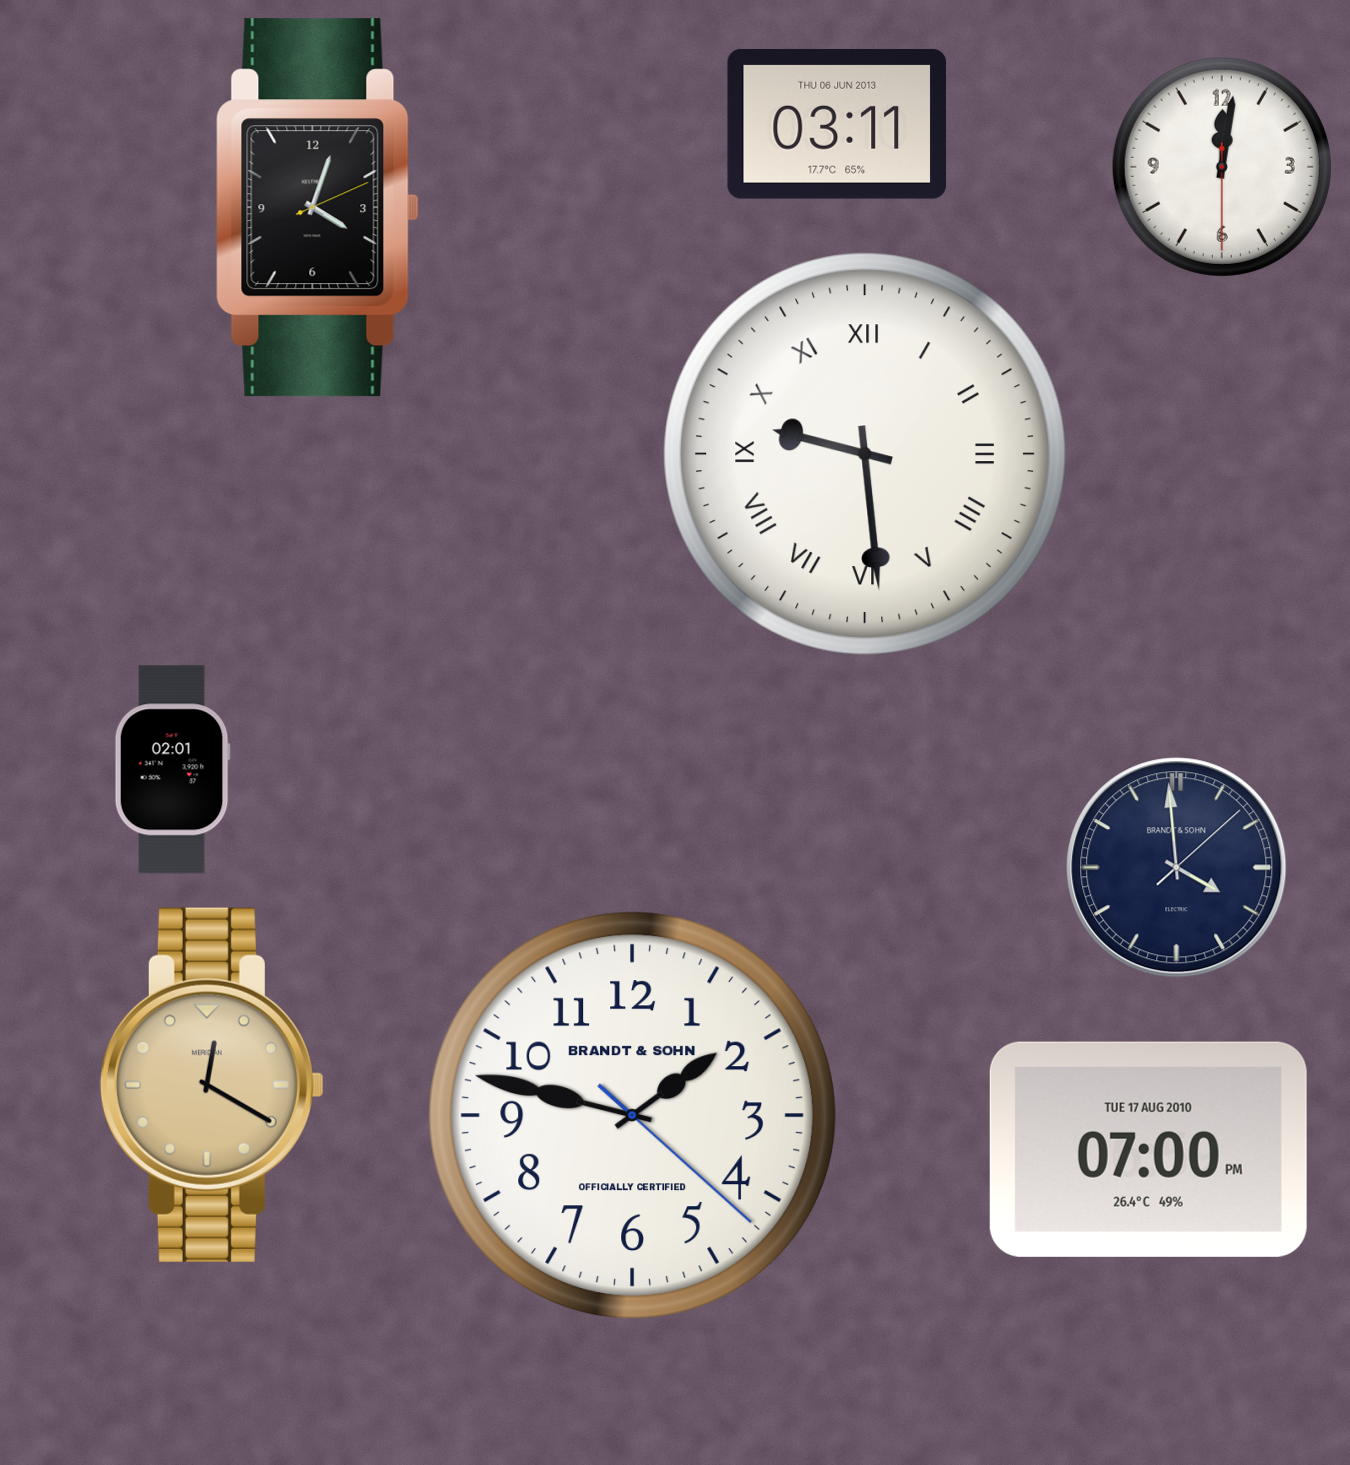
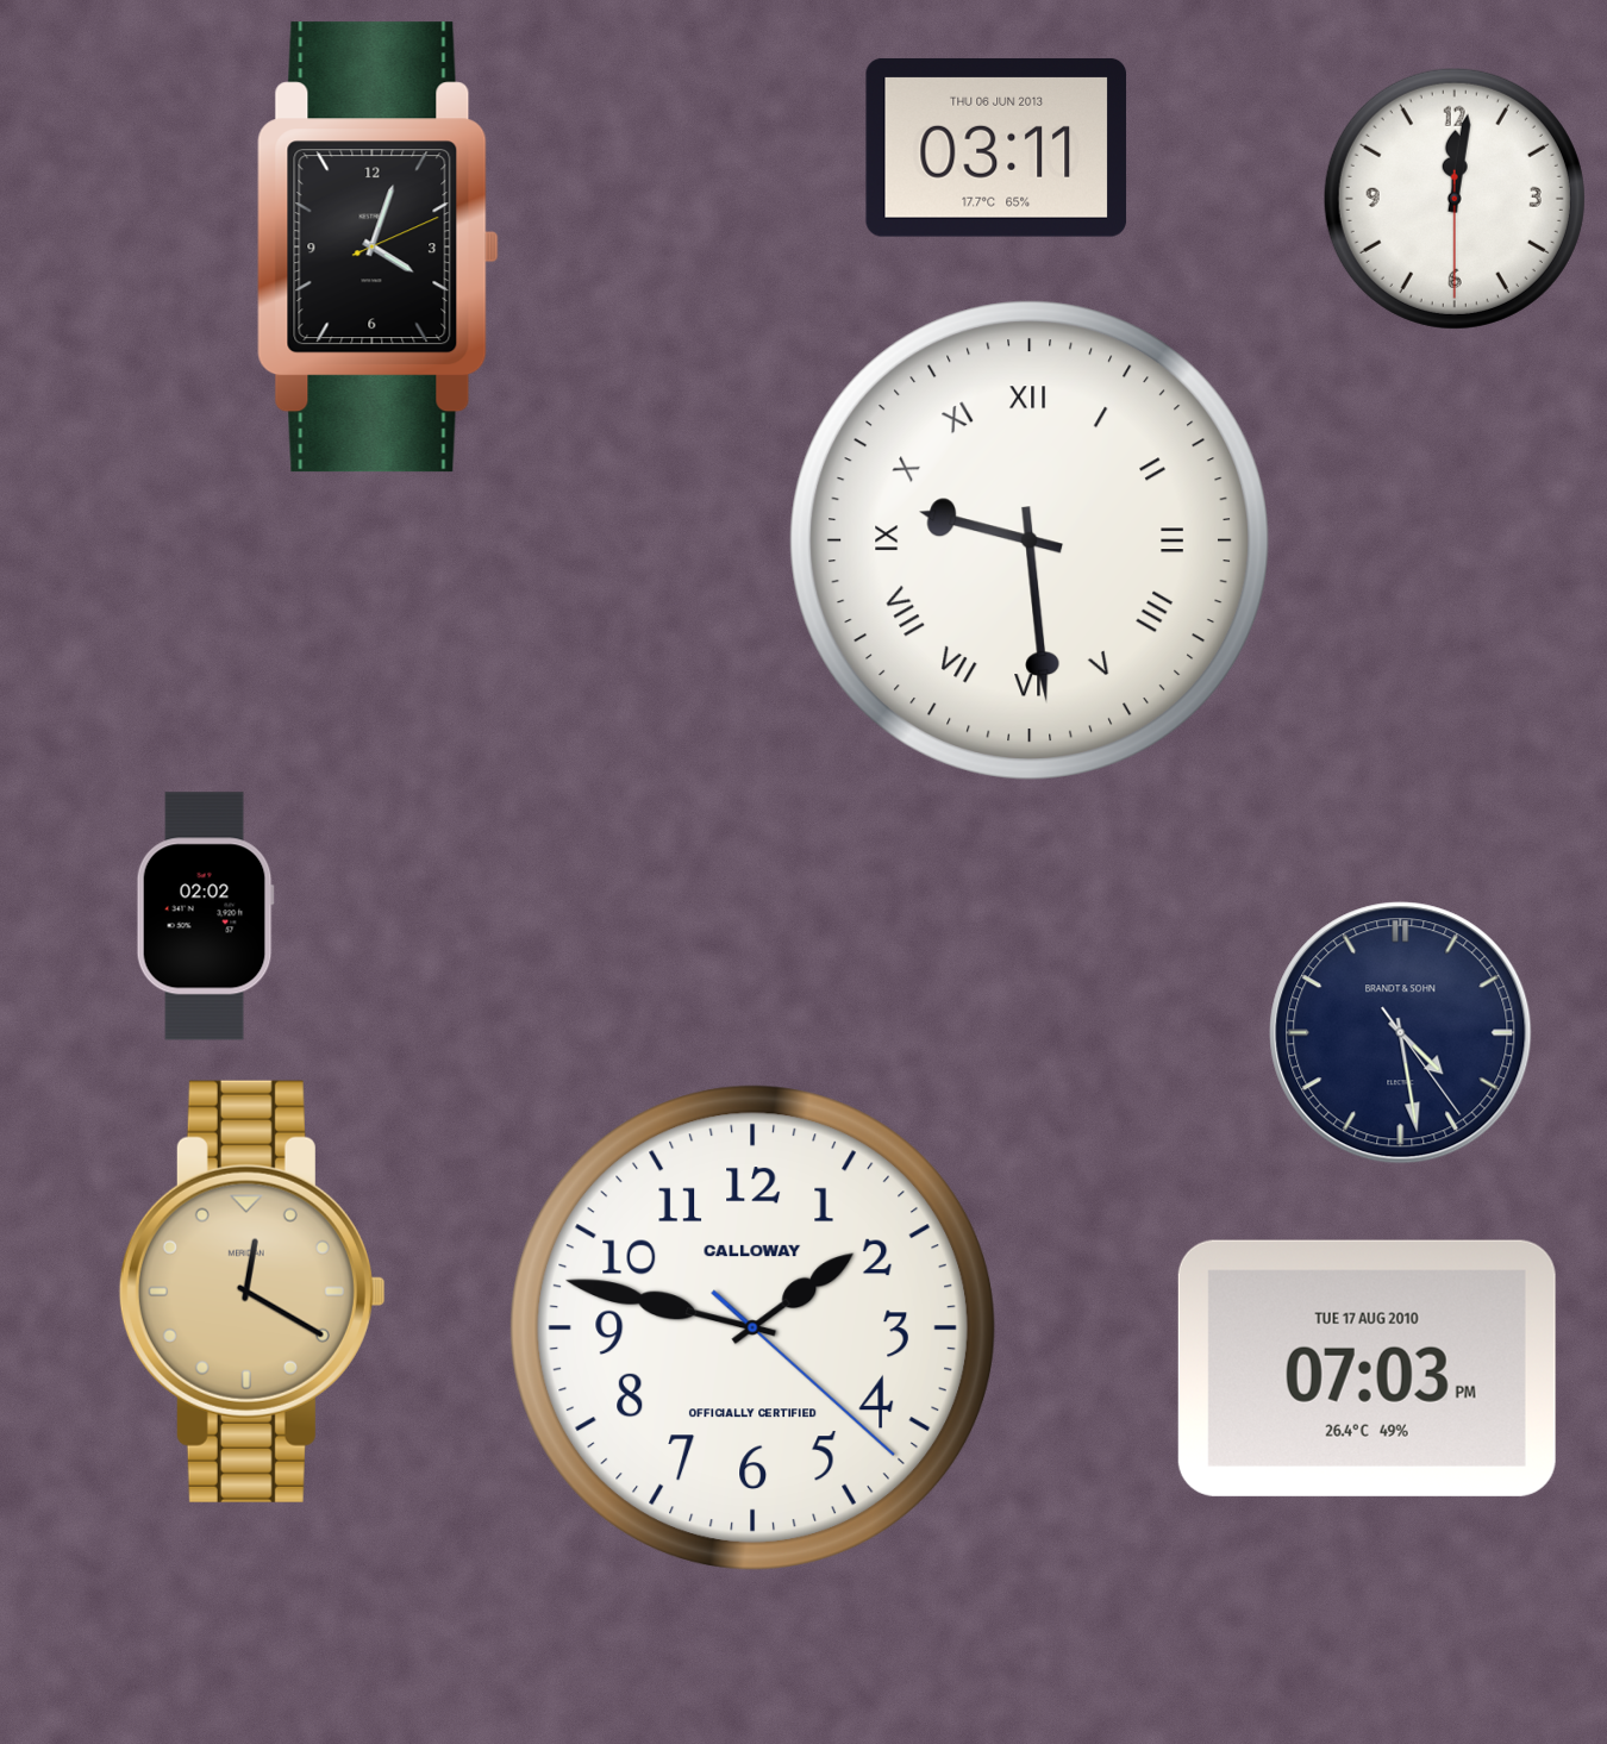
clock at (172, 770): 02:01 -> 02:02
clock at (1177, 868): 3:59 -> 4:28
clock at (633, 1116) brand: BRANDT & SOHN -> CALLOWAY
clock at (1148, 1149): 07:00 -> 07:03
